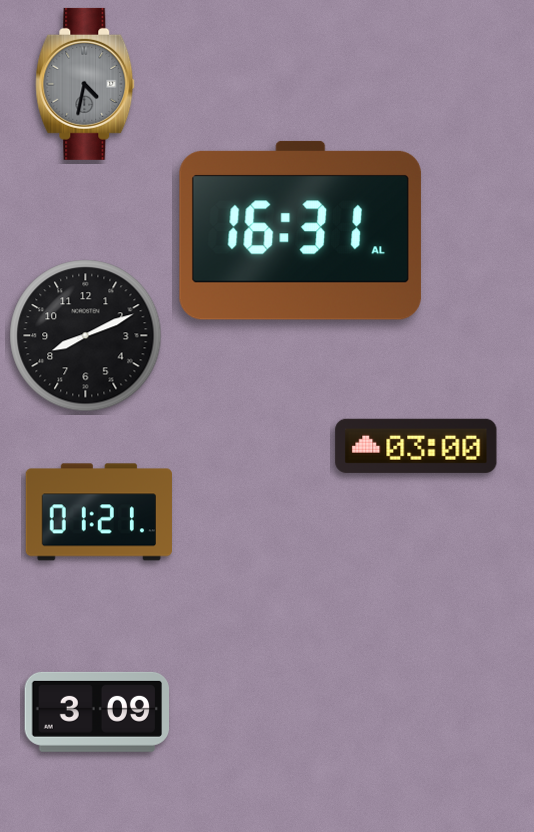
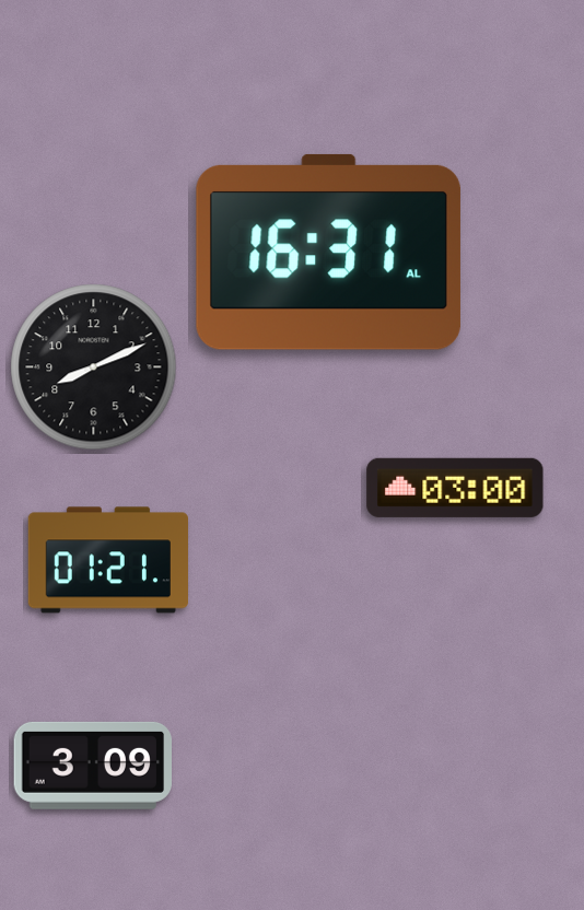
clock at (85, 84): 4:32 -> none
clock at (97, 712) position: (97, 712) -> (93, 766)
